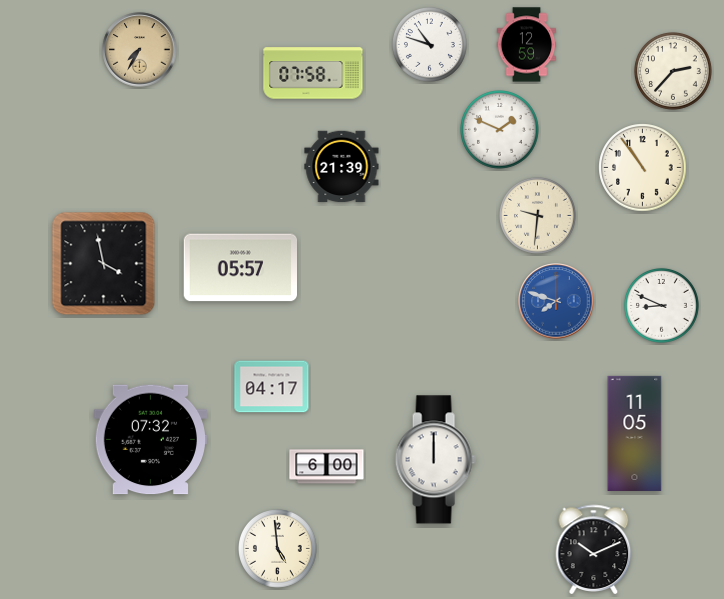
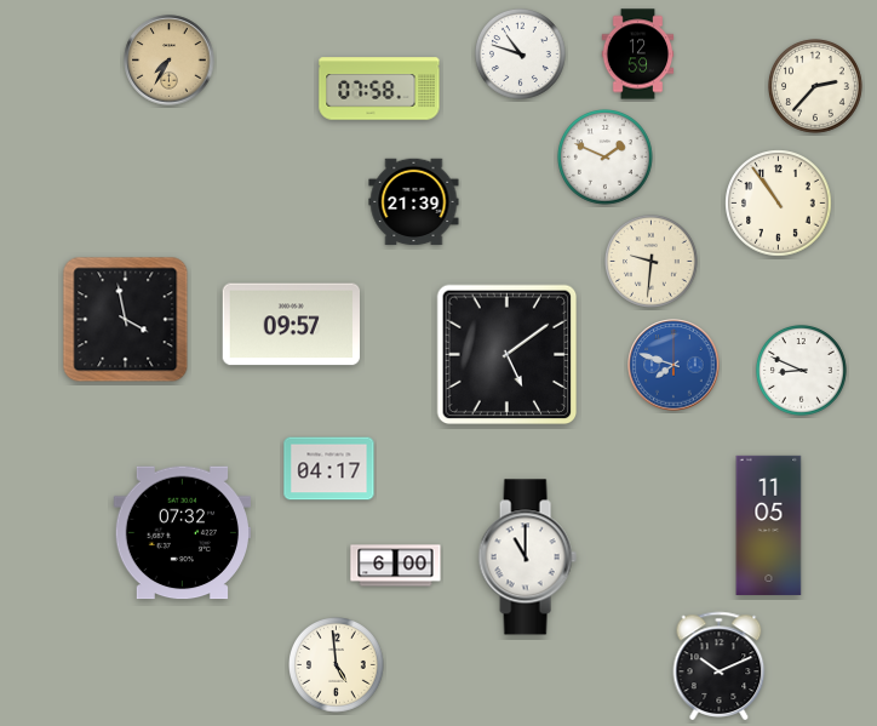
clock at (240, 268): 05:57 -> 09:57
clock at (508, 355): none -> 5:09
clock at (435, 460): 12:00 -> 11:00
